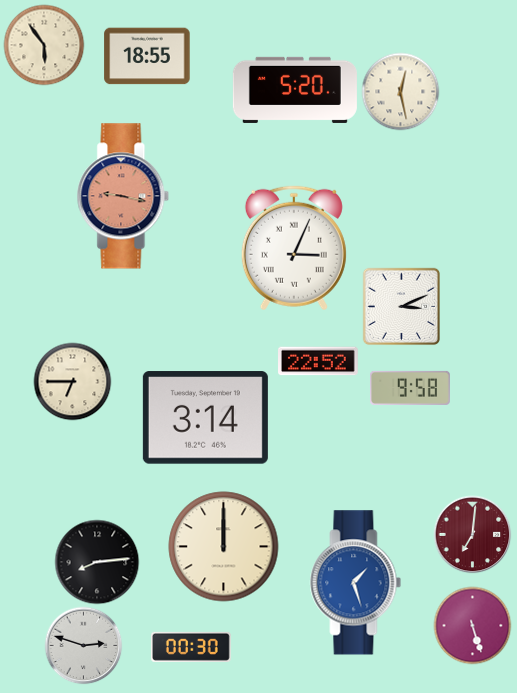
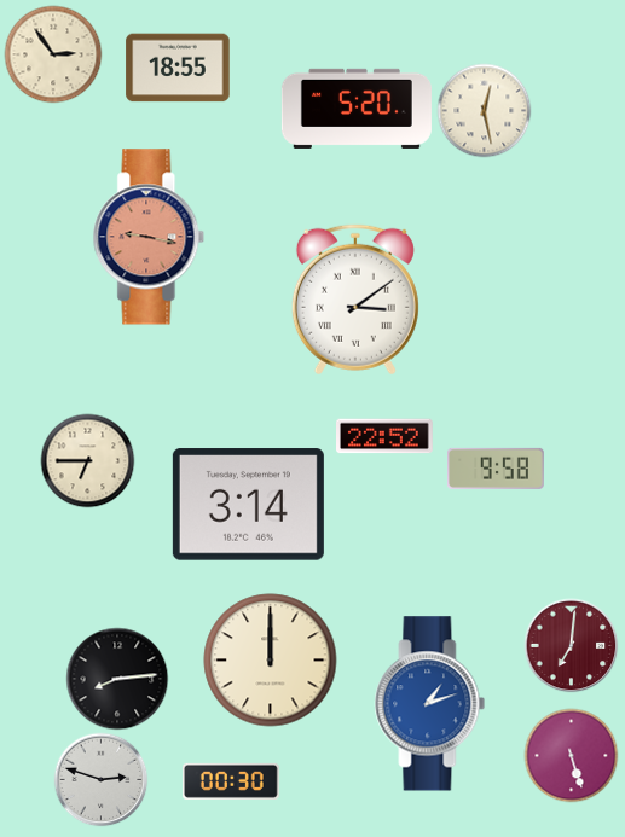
clock at (44, 45): 5:54 -> 2:54
clock at (294, 248): 3:04 -> 3:09
clock at (401, 306): 3:11 -> none
clock at (356, 583): 1:27 -> 1:12
